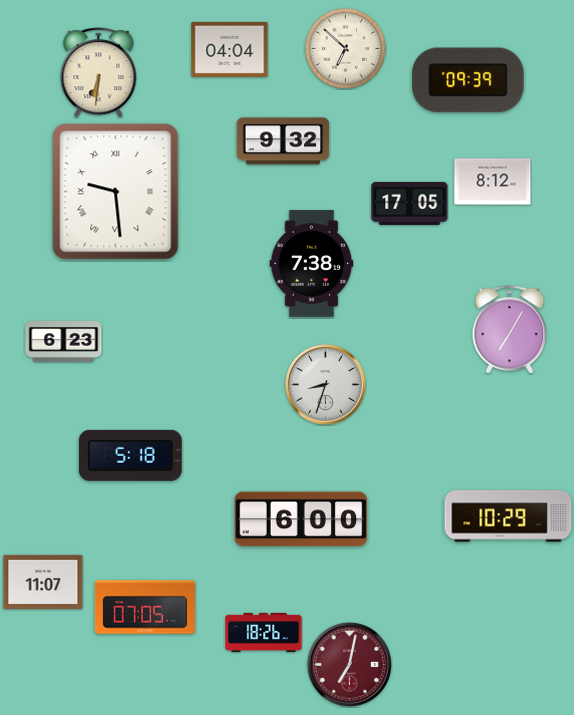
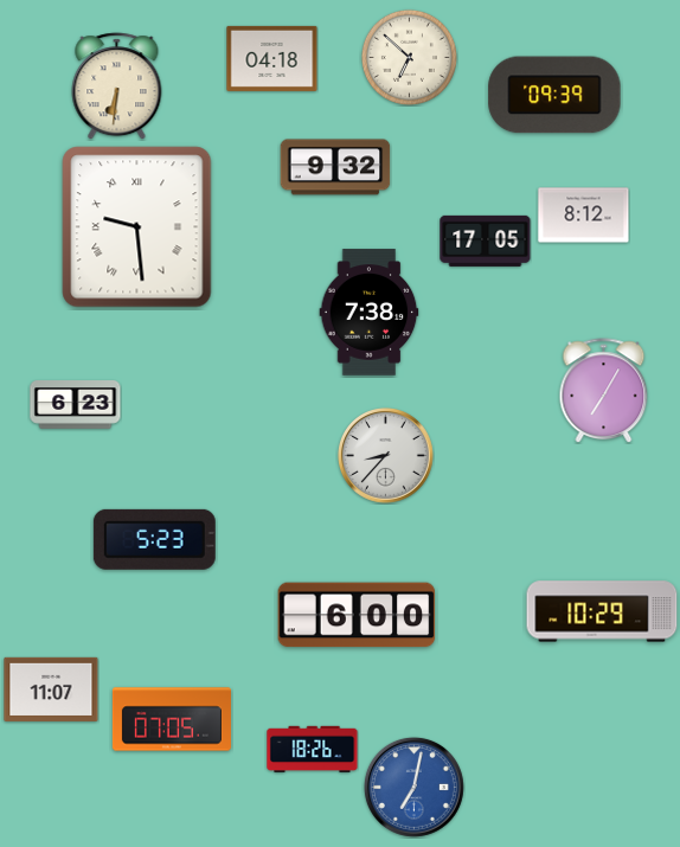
clock at (230, 49): 04:04 -> 04:18
clock at (326, 385): 8:33 -> 8:37
clock at (130, 455): 5:18 -> 5:23
clock at (349, 664) dial: burgundy -> blue
